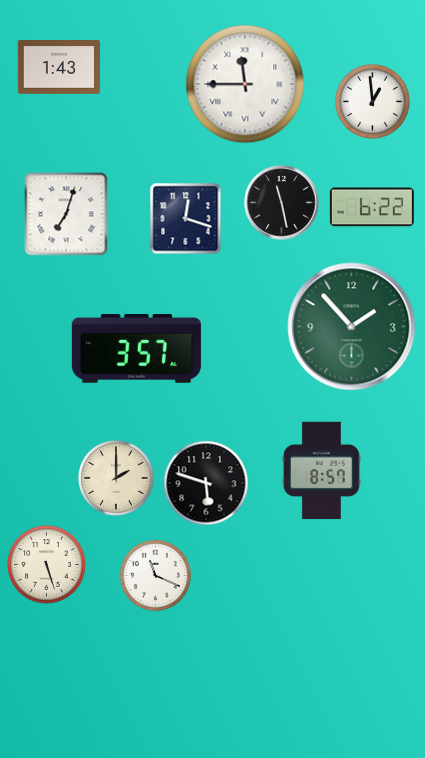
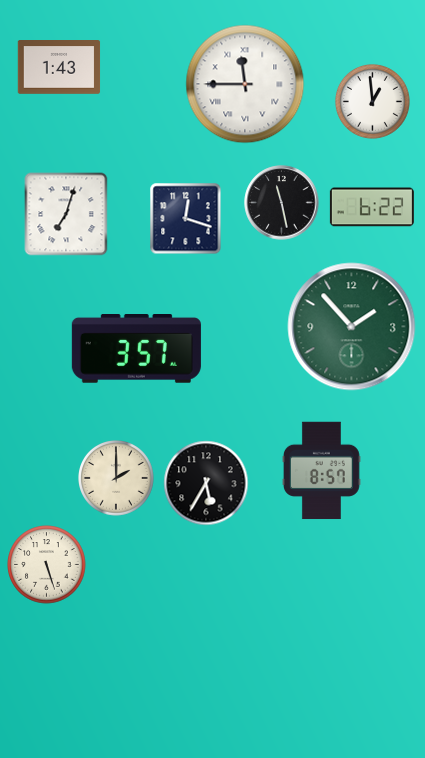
clock at (206, 483): 5:48 -> 5:35
clock at (155, 575): 11:19 -> none
